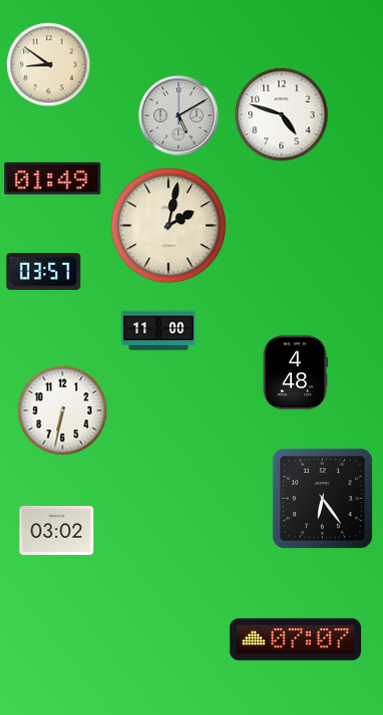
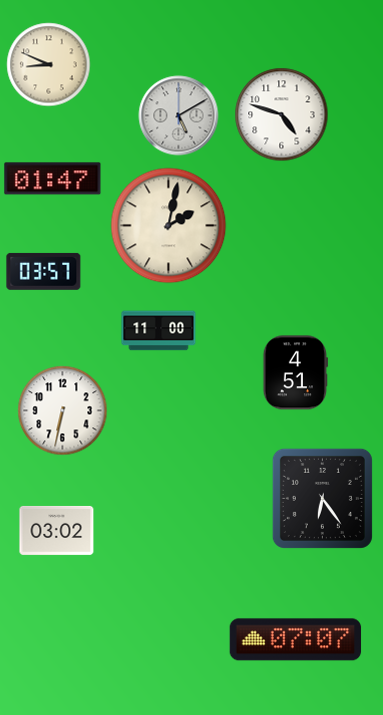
clock at (49, 65): 8:51 -> 8:49
clock at (53, 179): 01:49 -> 01:47
clock at (295, 373): 4:48 -> 4:51
